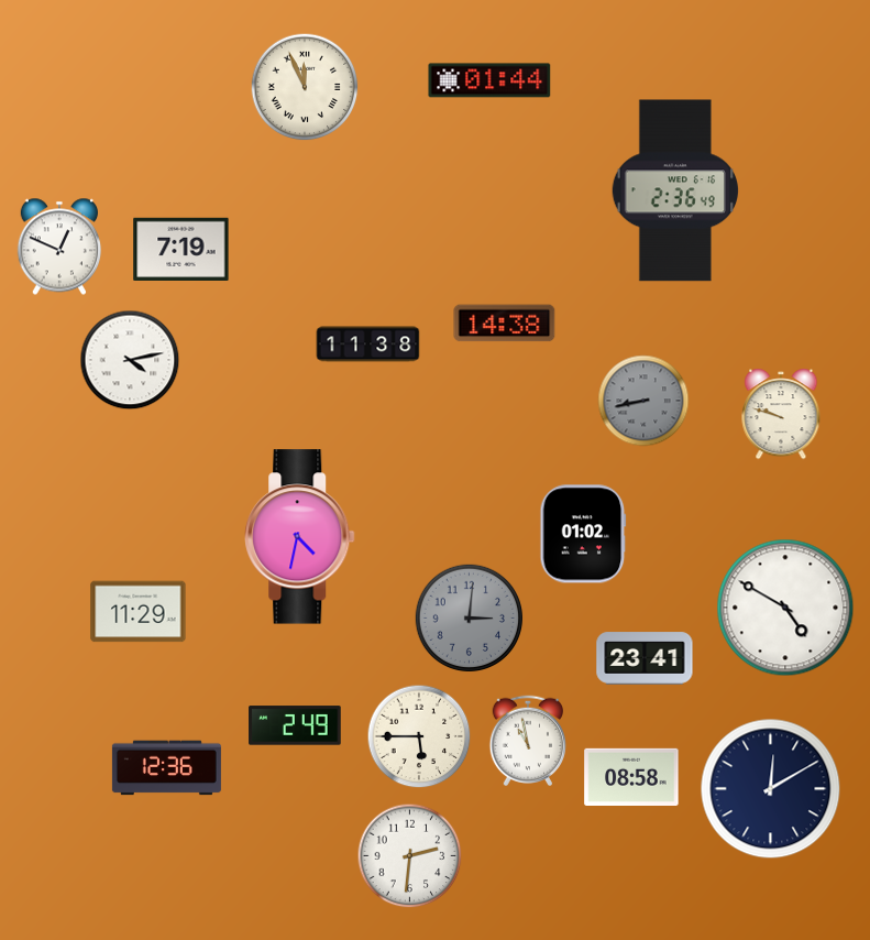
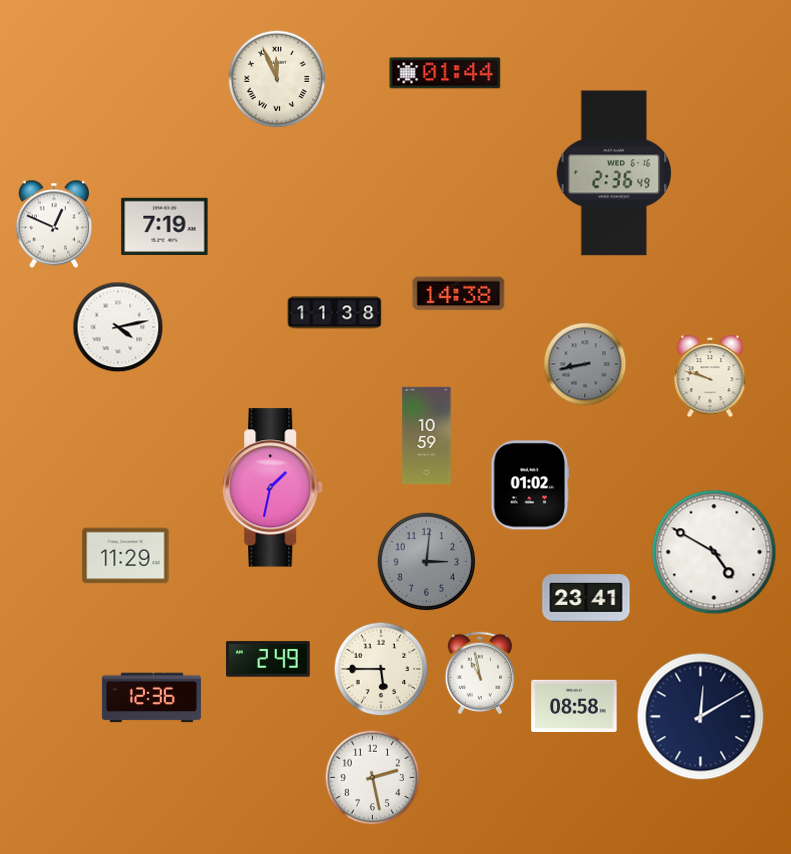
clock at (427, 436): none -> 10:59
clock at (300, 537): 4:32 -> 1:32
clock at (410, 856): 2:31 -> 2:28
